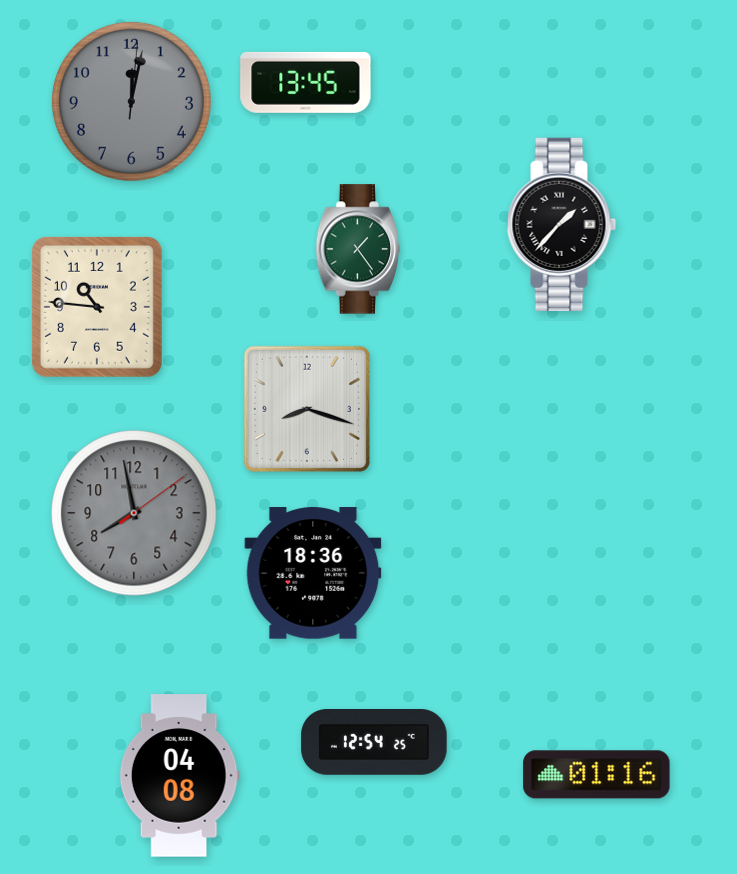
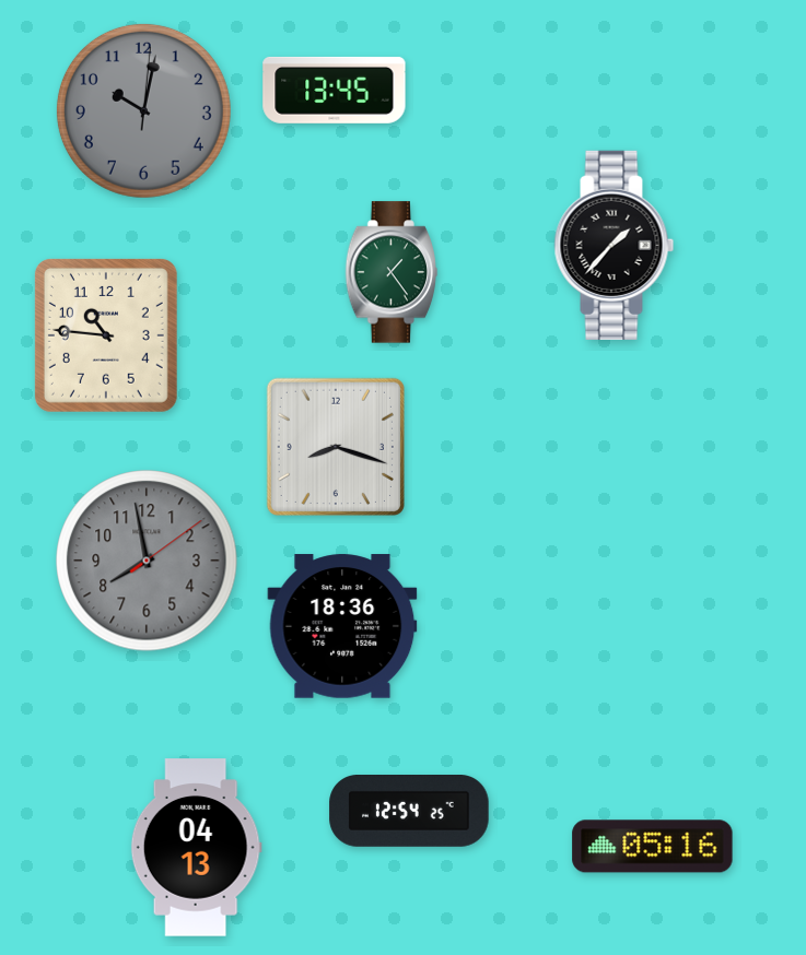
clock at (131, 101): 12:02 -> 10:02
clock at (597, 775): 01:16 -> 05:16
clock at (179, 776): 04:08 -> 04:13
